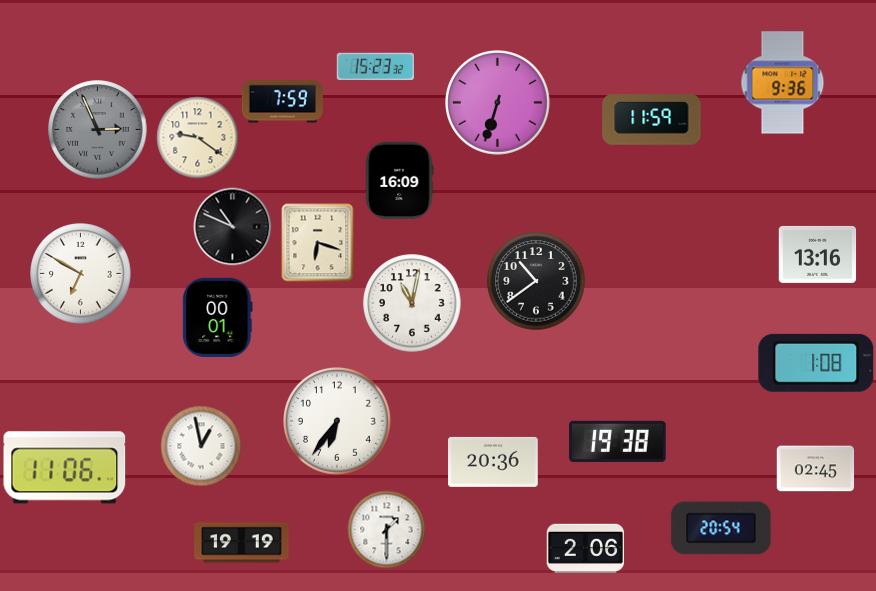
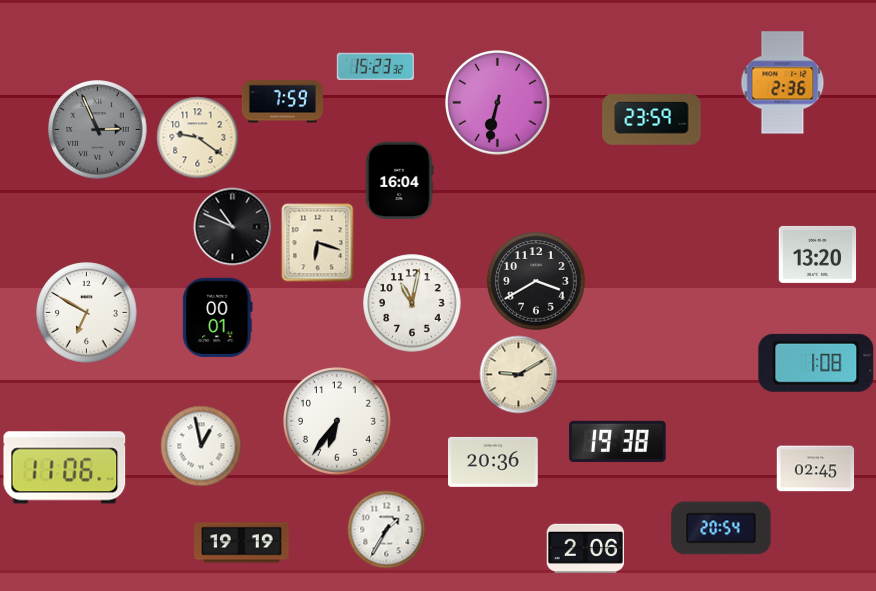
clock at (783, 83): 9:36 -> 2:36
clock at (498, 103): 6:33 -> 6:32
clock at (652, 120): 11:59 -> 23:59
clock at (400, 180): 16:09 -> 16:04
clock at (817, 254): 13:16 -> 13:20
clock at (81, 274) position: (81, 274) -> (87, 313)
clock at (536, 281): 10:39 -> 3:40
clock at (518, 374): none -> 9:10
clock at (386, 529): 1:30 -> 1:35
